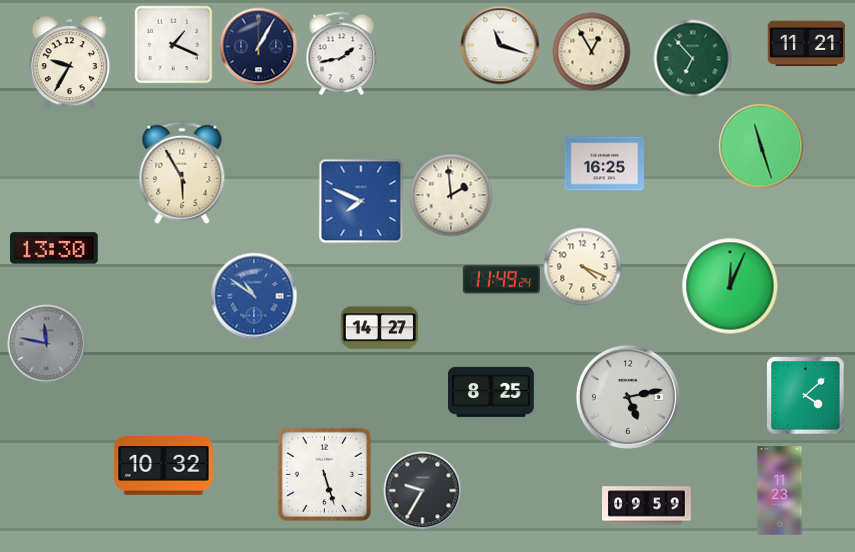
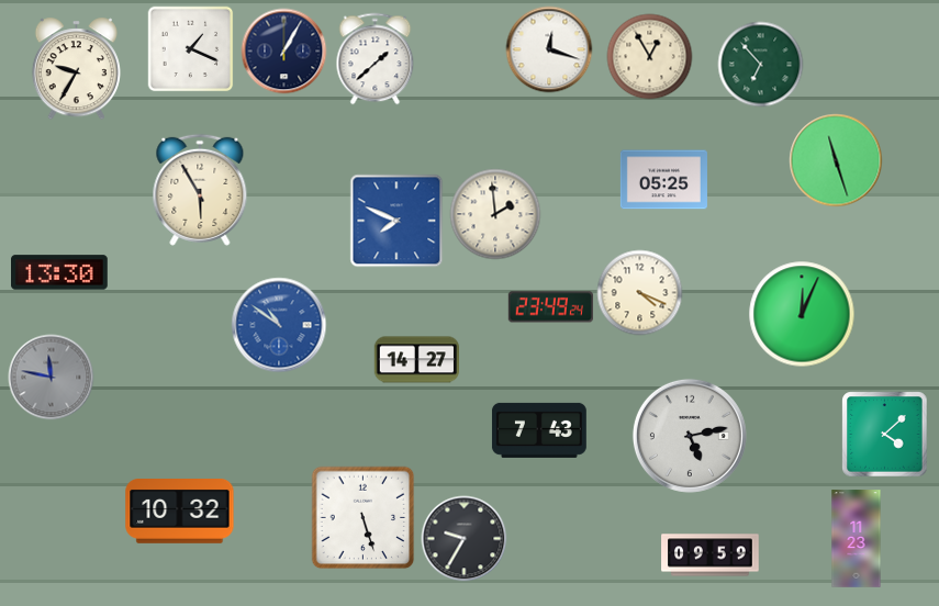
clock at (806, 44): 11:21 -> none
clock at (500, 45): 11:18 -> 12:18
clock at (342, 53): 1:43 -> 1:38
clock at (604, 164): 16:25 -> 05:25
clock at (501, 280): 11:49 -> 23:49
clock at (491, 392): 8:25 -> 7:43
clock at (324, 474) position: (324, 474) -> (362, 517)
